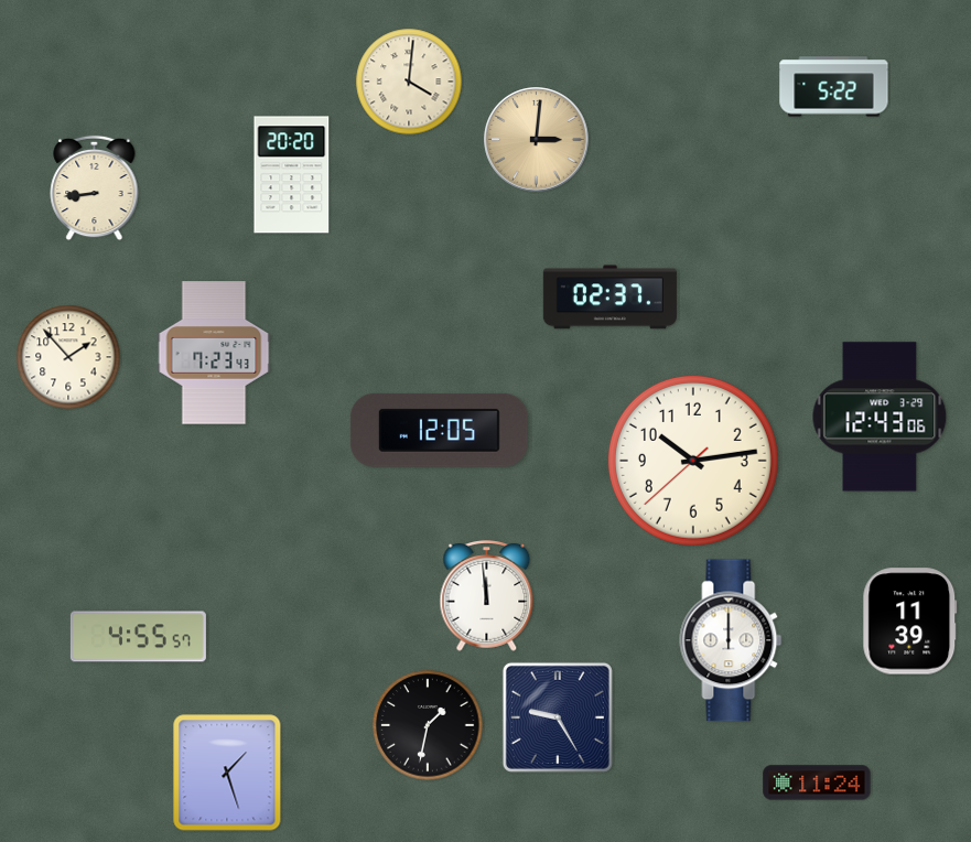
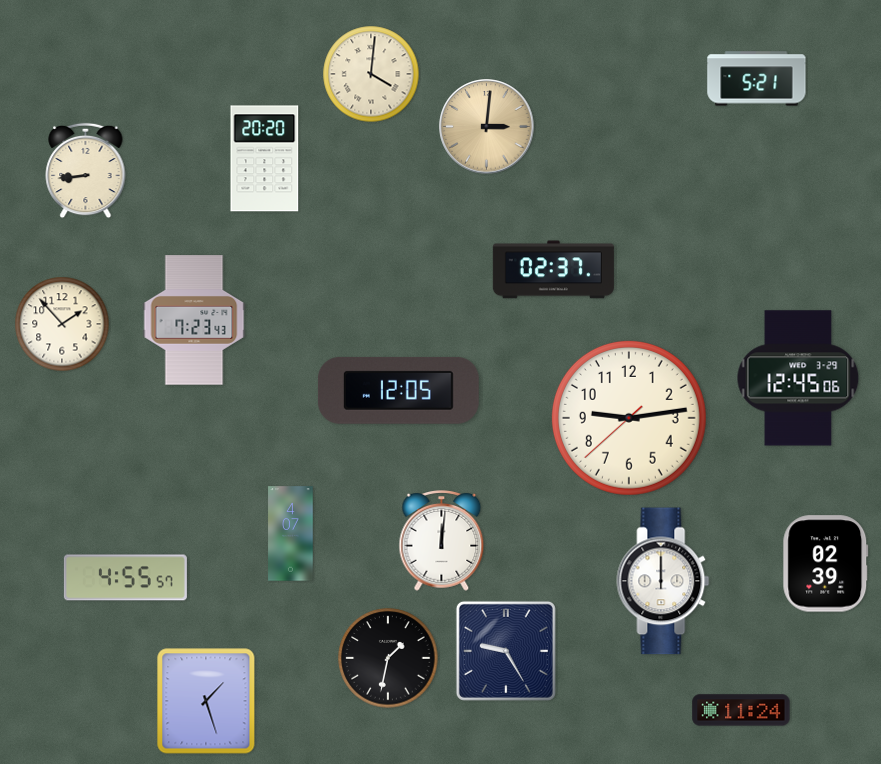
clock at (834, 87): 5:22 -> 5:21
clock at (880, 417): 12:43 -> 12:45
clock at (693, 461): 10:13 -> 9:13
clock at (291, 534): none -> 4:07
clock at (487, 596): 11:59 -> 12:01
clock at (910, 622): 11:39 -> 02:39
